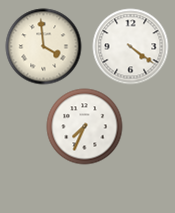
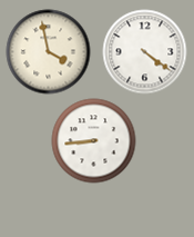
clock at (44, 47): 3:59 -> 3:58
clock at (85, 127): 7:34 -> 8:44
